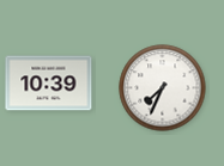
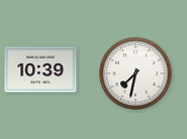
clock at (163, 88): 7:34 -> 7:32
